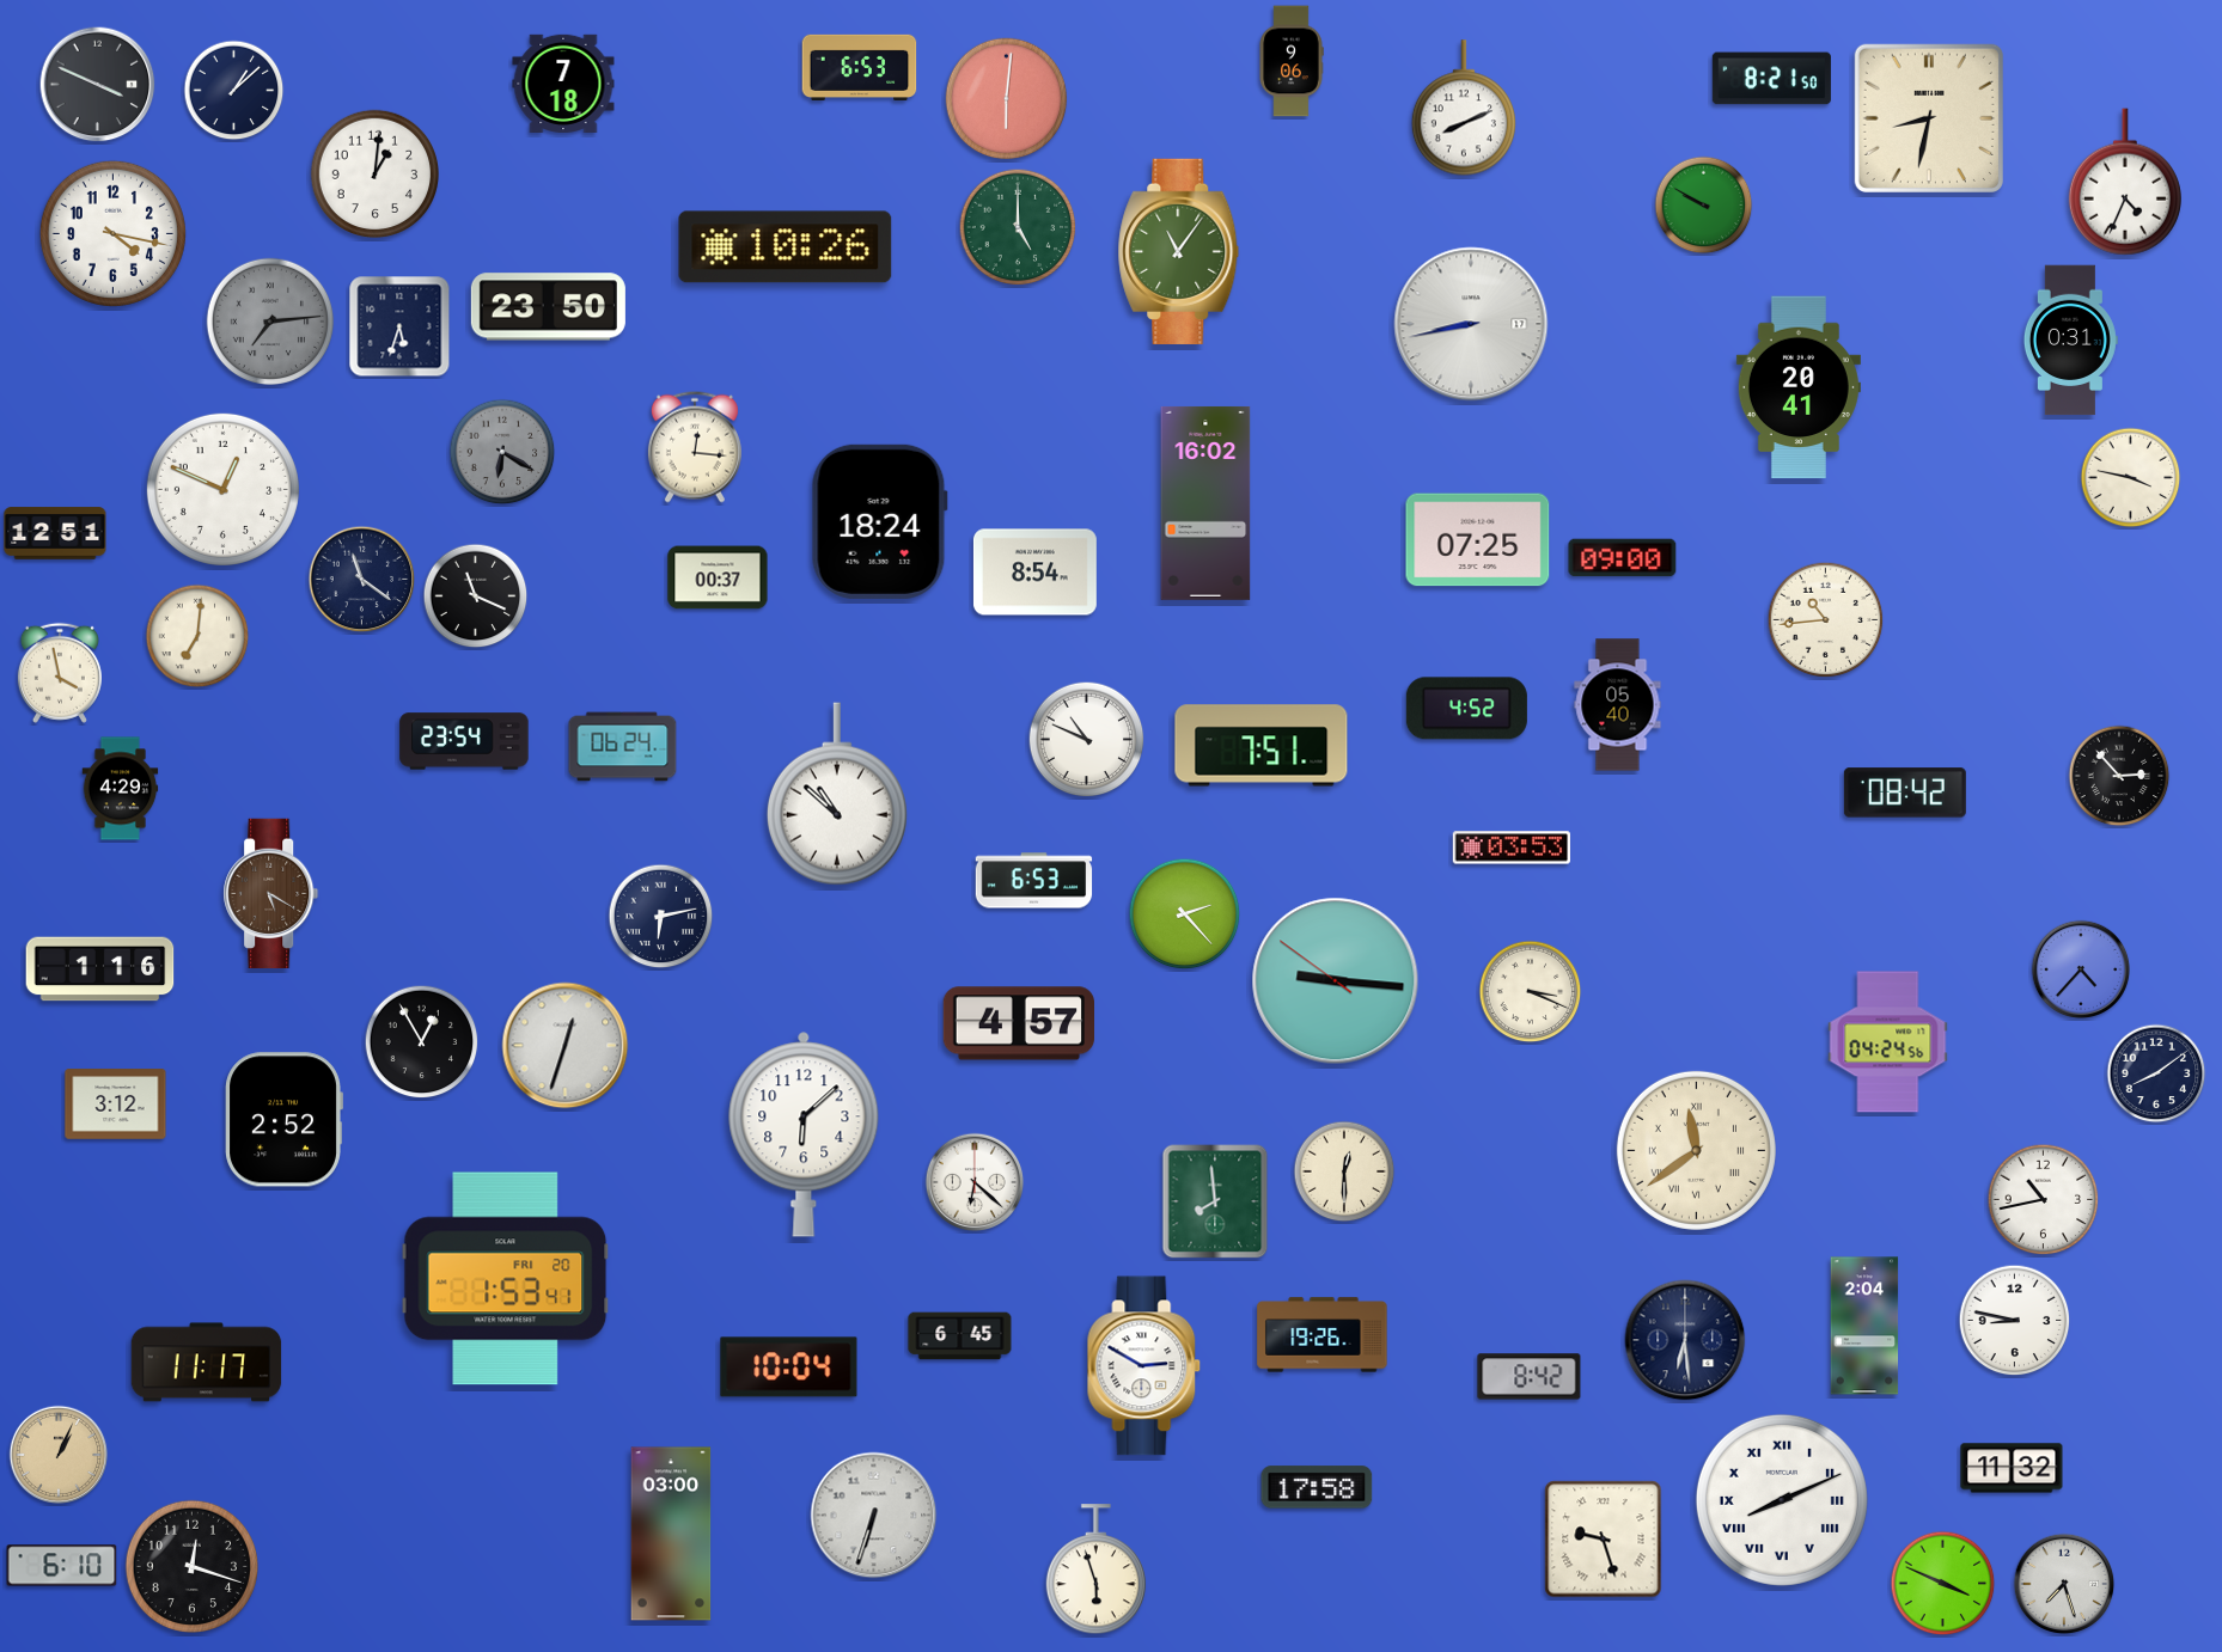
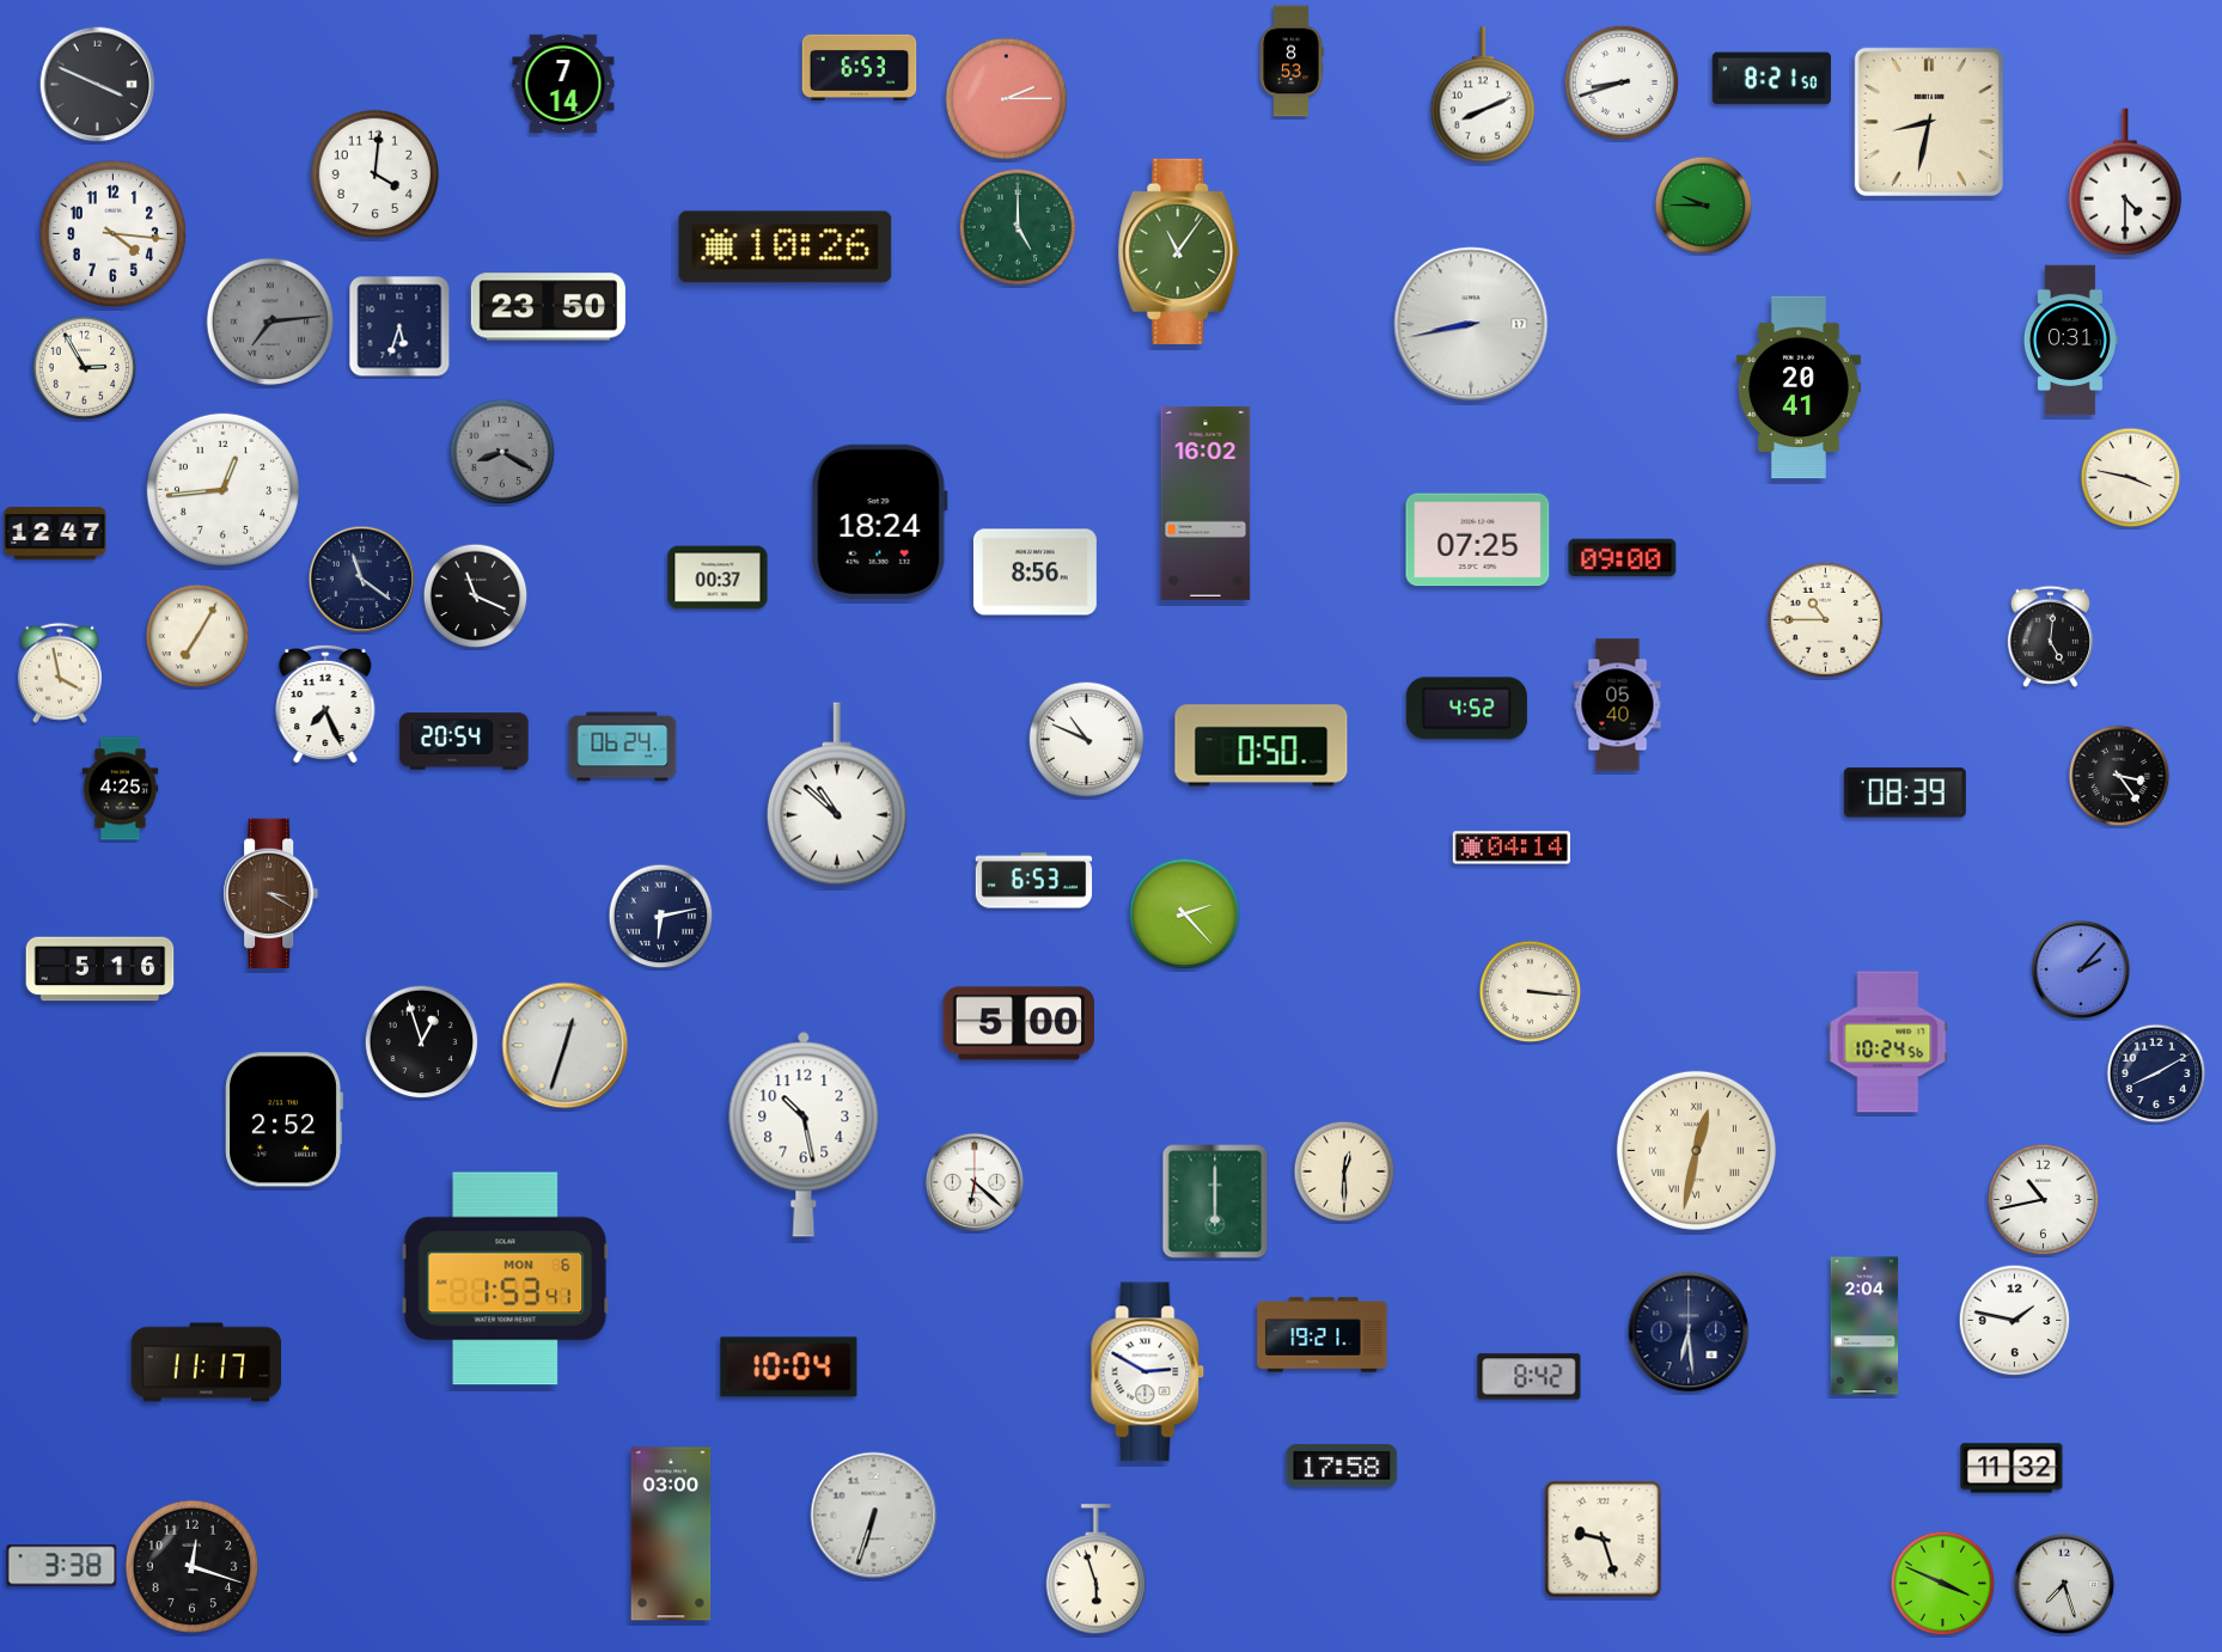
clock at (1292, 61): 9:06 -> 8:53
clock at (563, 82): 7:18 -> 7:14
clock at (1622, 82): none -> 8:42
clock at (234, 91): 1:08 -> none
clock at (1007, 99): 6:01 -> 2:15
clock at (1464, 108) position: (1464, 108) -> (1483, 94)
clock at (1929, 118) position: (1929, 118) -> (1929, 122)
clock at (376, 175): 1:01 -> 4:01
clock at (2125, 182): 4:34 -> 4:30
clock at (1704, 206): 9:50 -> 9:45
clock at (112, 233): 4:17 -> 4:16
clock at (85, 368): none -> 2:55
clock at (695, 447): 12:16 -> none
clock at (502, 452): 6:20 -> 8:20
clock at (222, 489): 12:49 -> 12:44
clock at (55, 533): 12:51 -> 12:47
clock at (1034, 573): 8:54 -> 8:56
clock at (1826, 620): 10:44 -> 10:45
clock at (197, 636): 7:01 -> 7:05
clock at (2050, 636): none -> 5:01
clock at (325, 704): none -> 7:26
clock at (464, 741): 23:54 -> 20:54
clock at (1262, 746): 7:51 -> 0:50
clock at (2119, 776): 2:53 -> 3:24
clock at (121, 789): 4:29 -> 4:25
clock at (1905, 793): 08:42 -> 08:39
clock at (1510, 848): 03:53 -> 04:14
clock at (271, 894): 5:20 -> 3:20
clock at (100, 969): 1:16 -> 5:16
clock at (2081, 969): 4:37 -> 2:07
clock at (1336, 981): 9:15 -> none
clock at (1531, 992): 3:19 -> 3:16
clock at (1018, 1023): 4:57 -> 5:00
clock at (422, 1042): 12:55 -> 12:57
clock at (1888, 1042): 04:24 -> 10:24
clock at (2156, 1073): 8:09 -> 8:10
clock at (116, 1105): 3:12 -> none
clock at (804, 1134): 6:08 -> 10:28
clock at (1696, 1150): 11:39 -> 12:32
clock at (1215, 1201): 7:59 -> 6:00
clock at (506, 1279) date: FRI 20 -> MON 6
clock at (2015, 1321): 8:47 -> 1:47
clock at (1323, 1335): 19:26 -> 19:21
clock at (960, 1336): 6:45 -> none
clock at (1685, 1340) position: (1685, 1340) -> (1689, 1332)
clock at (1144, 1366) position: (1144, 1366) -> (1148, 1372)
clock at (59, 1455): 1:04 -> none
clock at (1317, 1487) position: (1317, 1487) -> (1342, 1466)
clock at (1782, 1500): 8:11 -> none
clock at (62, 1566): 6:10 -> 3:38
